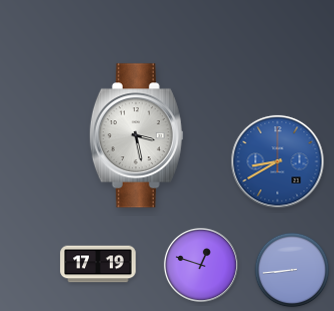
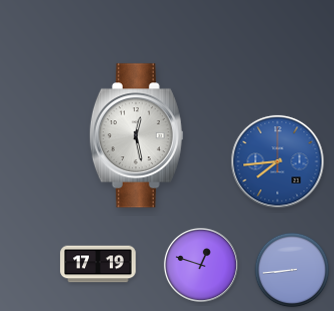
clock at (136, 136): 3:28 -> 12:28
clock at (278, 162): 8:40 -> 7:44
